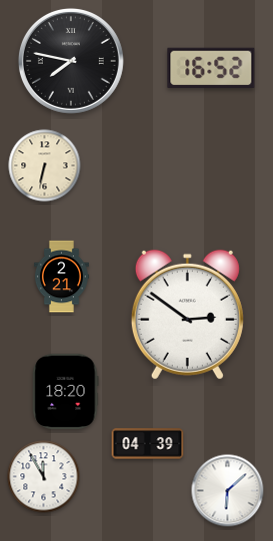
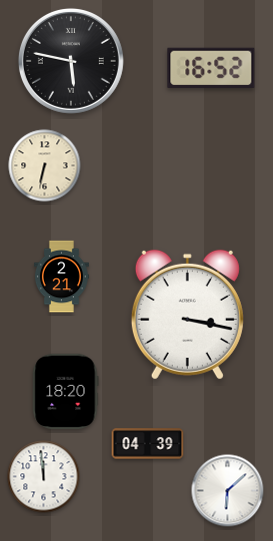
clock at (71, 61): 7:47 -> 5:47
clock at (187, 315): 2:51 -> 3:17
clock at (44, 477): 11:55 -> 11:59
